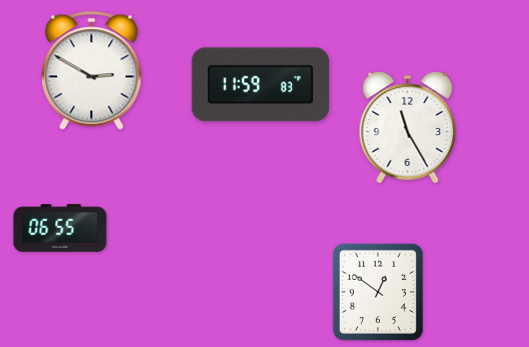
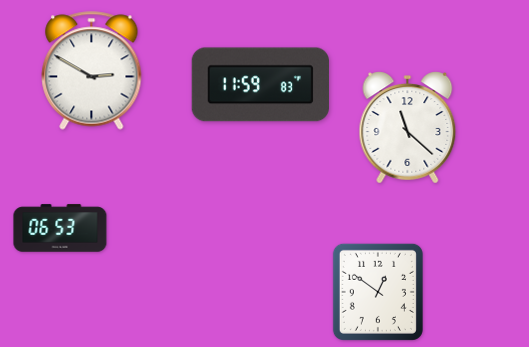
clock at (408, 128): 11:25 -> 11:22
clock at (60, 228): 06:55 -> 06:53
